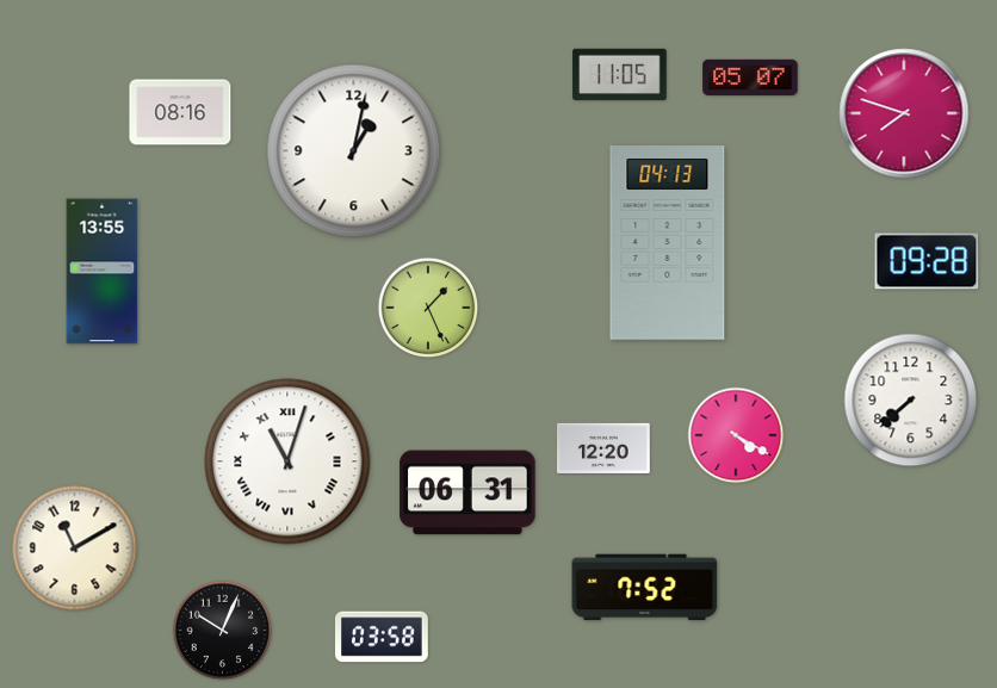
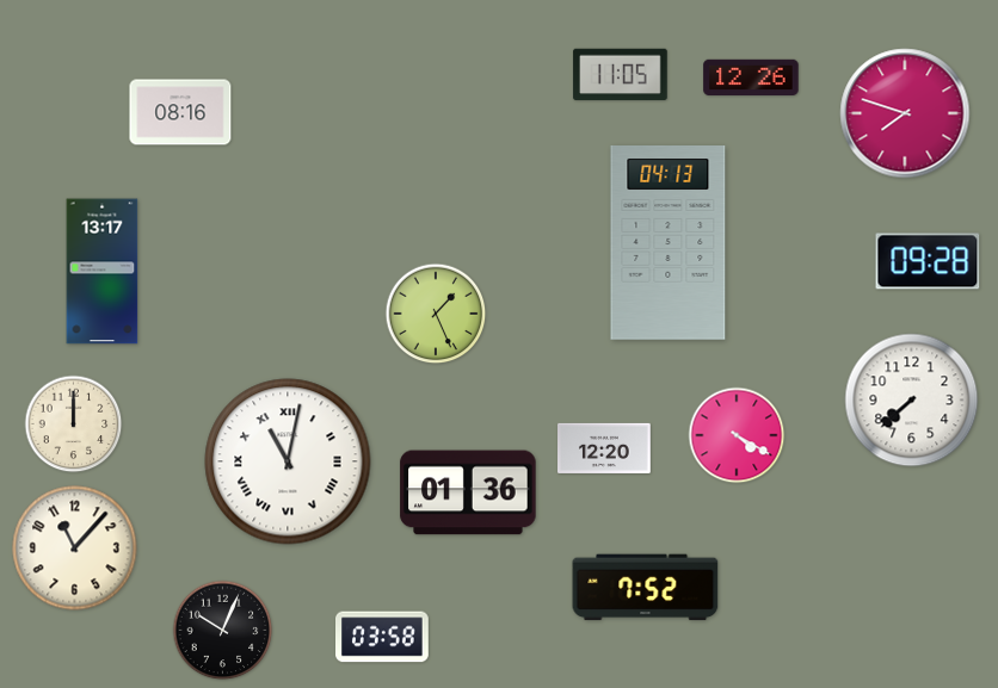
clock at (750, 78): 05:07 -> 12:26
clock at (354, 151): 1:02 -> none
clock at (103, 272): 13:55 -> 13:17
clock at (428, 308) position: (428, 308) -> (436, 314)
clock at (74, 424): none -> 12:00
clock at (287, 461): 11:03 -> 11:02
clock at (467, 492): 06:31 -> 01:36
clock at (75, 548): 11:10 -> 11:07
